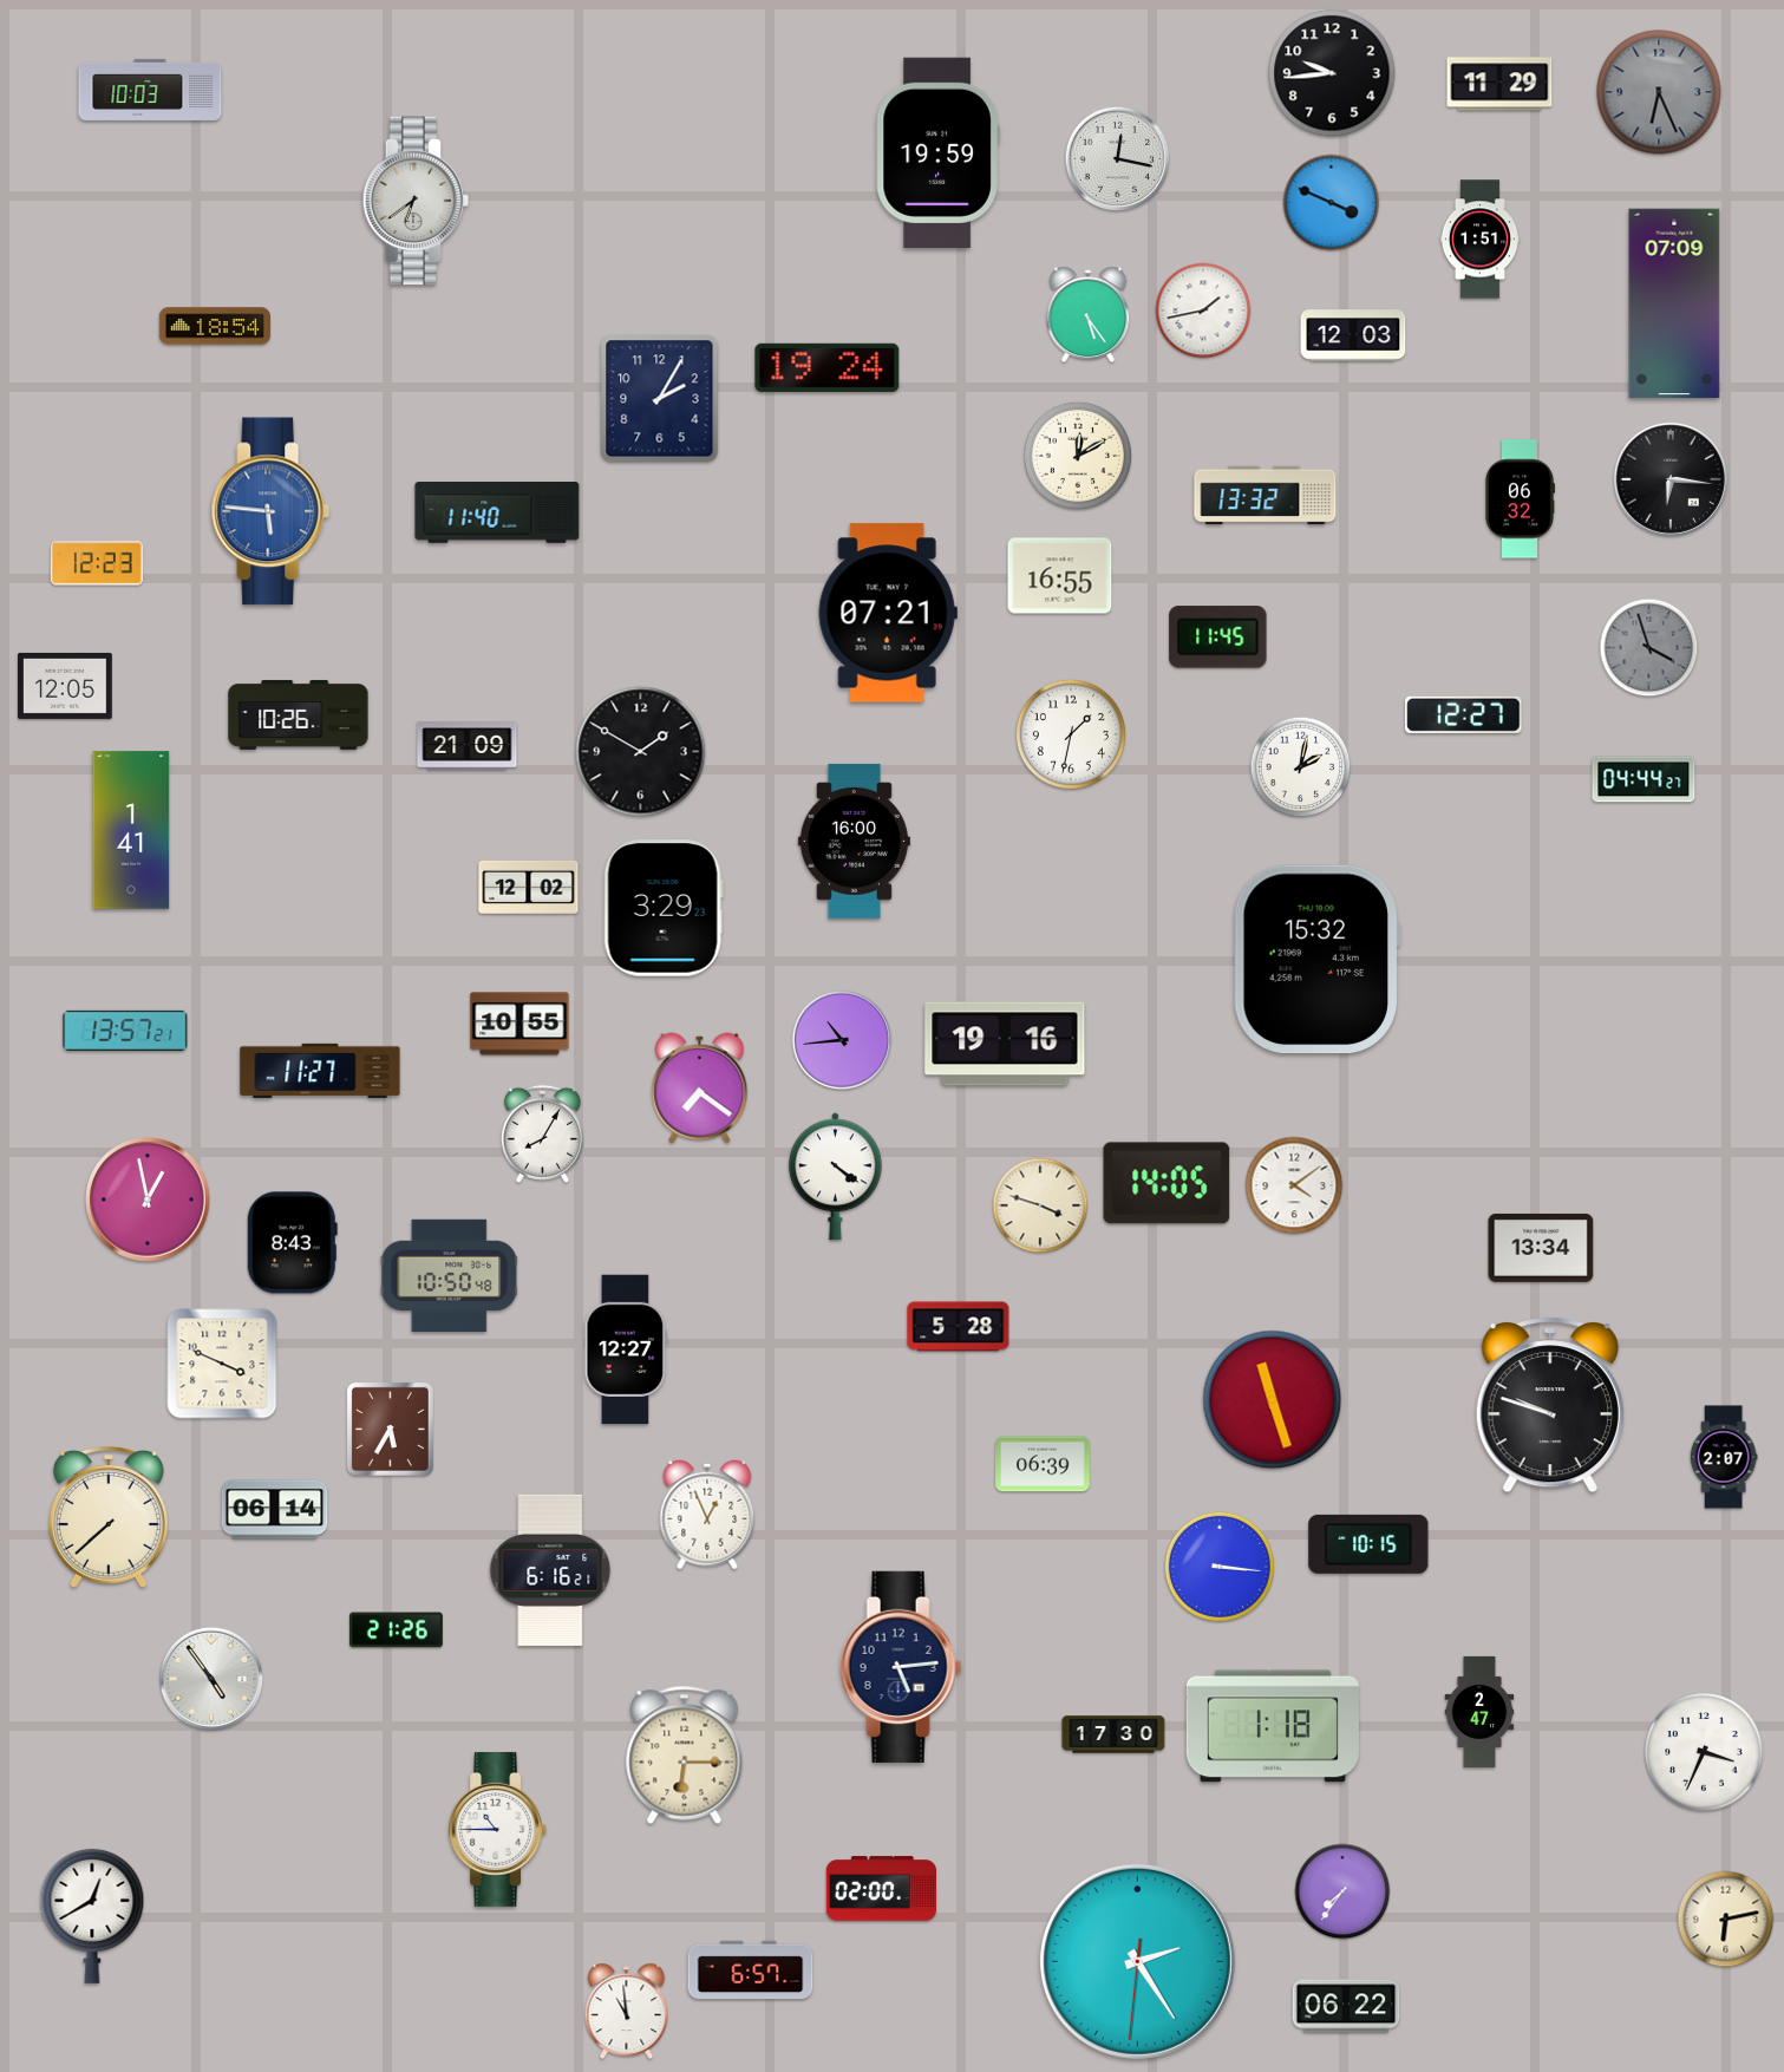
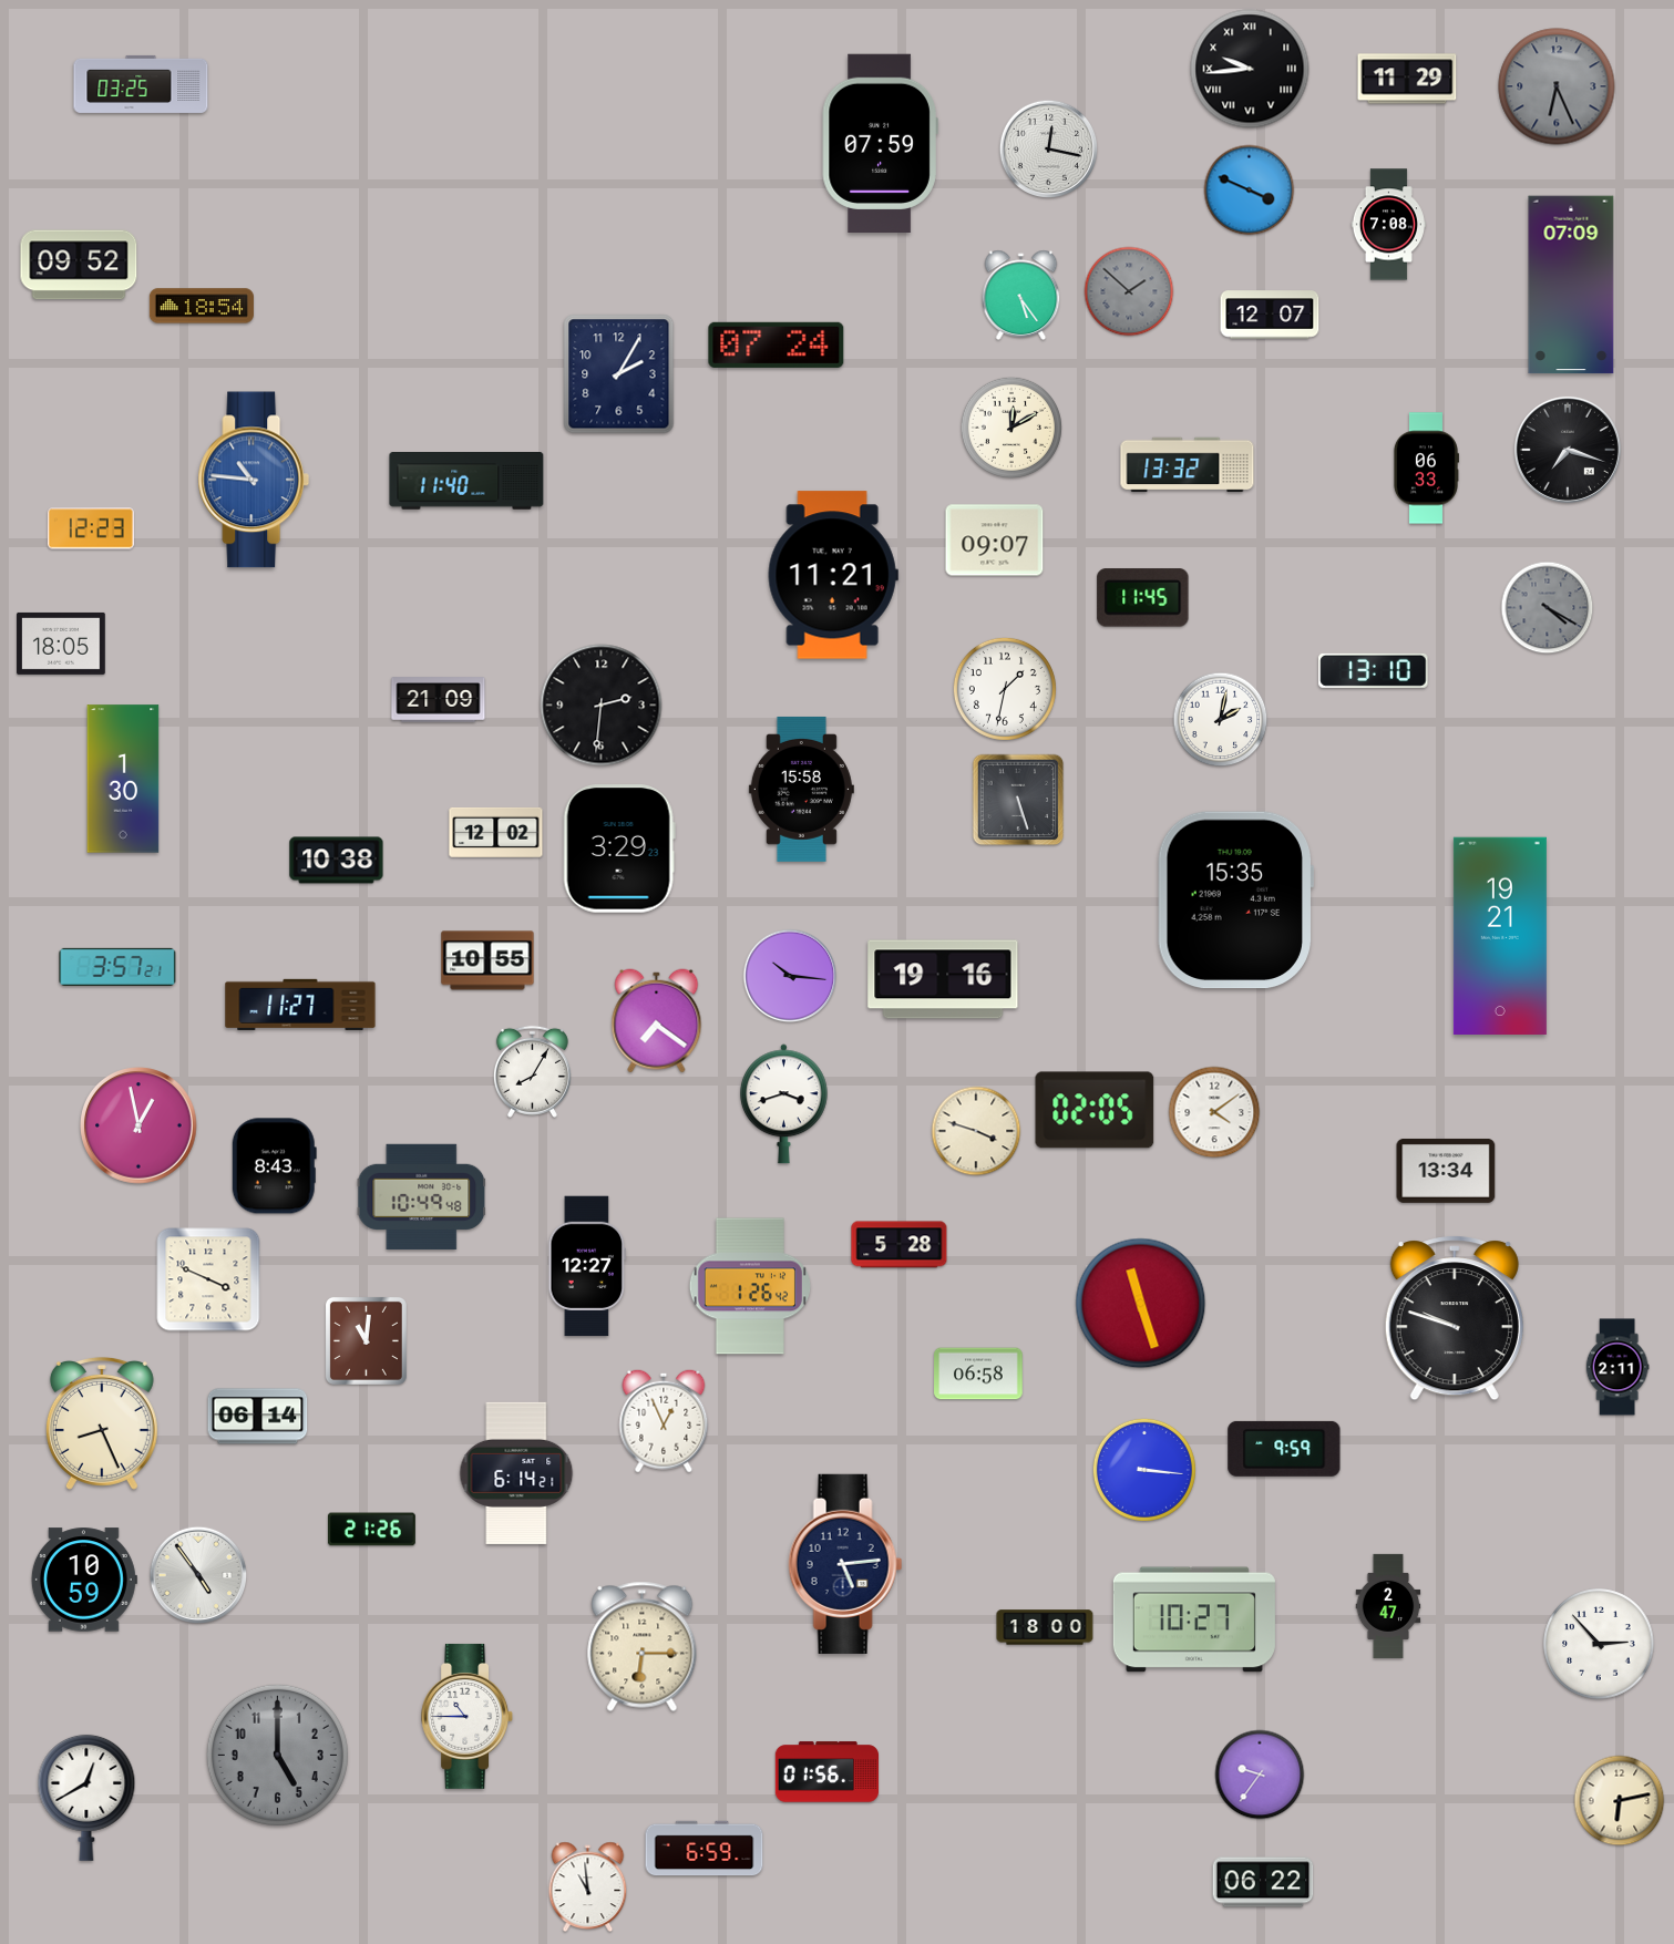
clock at (1332, 73) numerals: Arabic -> Roman
clock at (150, 90): 10:03 -> 03:25
clock at (937, 152): 19:59 -> 07:59
clock at (416, 201): 6:39 -> none
clock at (1479, 240): 1:51 -> 7:08
clock at (79, 265): none -> 09:52
clock at (1203, 311): 1:43 -> 1:52
clock at (1203, 311) dial: white -> grey
clock at (1353, 335): 12:03 -> 12:07
clock at (828, 367): 19:24 -> 07:24
clock at (1671, 479): 6:16 -> 7:18
clock at (1520, 499): 06:32 -> 06:33
clock at (270, 511): 5:46 -> 10:46
clock at (1060, 576): 16:55 -> 09:07
clock at (888, 613): 07:21 -> 11:21
clock at (1649, 648): 3:57 -> 4:20
clock at (65, 686): 12:05 -> 18:05
clock at (299, 714): 10:26 -> none
clock at (1464, 714): 12:27 -> 13:10
clock at (641, 752): 1:50 -> 2:31
clock at (1643, 779): 04:44 -> none
clock at (131, 830): 1:41 -> 1:30
clock at (854, 841): 16:00 -> 15:58
clock at (1018, 800): none -> 5:27
clock at (664, 908) position: (664, 908) -> (619, 848)
clock at (337, 861): none -> 10:38
clock at (1316, 960): 15:32 -> 15:35
clock at (1500, 936): none -> 19:21
clock at (125, 1031): 13:57 -> 3:57
clock at (842, 1040): 10:44 -> 10:16
clock at (542, 1133) position: (542, 1133) -> (532, 1071)
clock at (835, 1177): 4:21 -> 3:42
clock at (1167, 1183): 14:05 -> 02:05
clock at (450, 1275): 10:50 -> 10:49
clock at (750, 1286): none -> 1:26
clock at (1273, 1400) position: (1273, 1400) -> (1141, 1304)
clock at (390, 1429): 5:35 -> 11:01
clock at (1724, 1457): 2:07 -> 2:11
clock at (1043, 1464): 06:39 -> 06:58
clock at (109, 1517): 7:38 -> 8:26
clock at (1368, 1544): 10:15 -> 9:59
clock at (550, 1570): 6:16 -> 6:14
clock at (84, 1580): none -> 10:59
clock at (1273, 1726): 1:18 -> 10:27
clock at (1113, 1734): 17:30 -> 18:00
clock at (1704, 1752): 3:34 -> 2:53
clock at (277, 1755): none -> 5:00
clock at (881, 1889): 02:00 -> 01:56
clock at (1342, 1891): 7:36 -> 9:36
clock at (1137, 1961): 2:24 -> none
clock at (751, 1970): 6:57 -> 6:59
